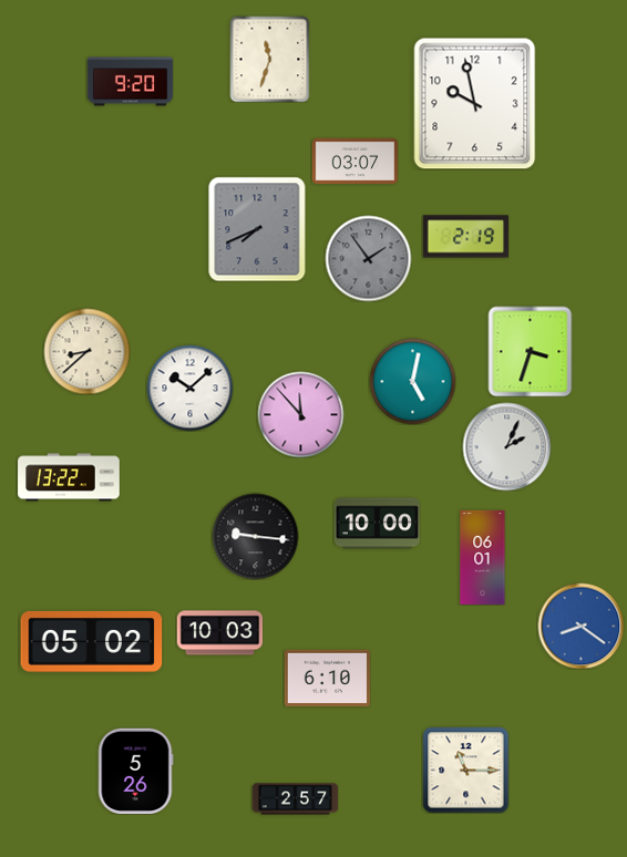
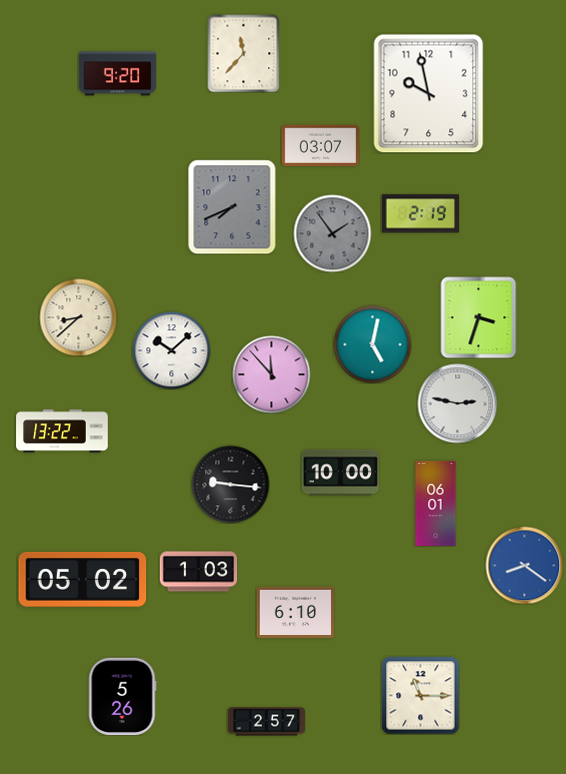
clock at (270, 59): 11:33 -> 11:37
clock at (506, 446): 2:04 -> 2:47
clock at (219, 633): 10:03 -> 1:03
